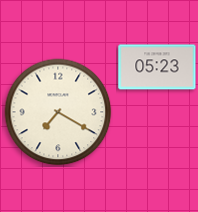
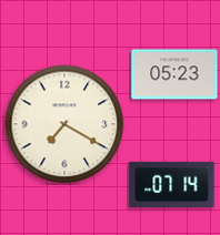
clock at (172, 184): none -> 07:14
